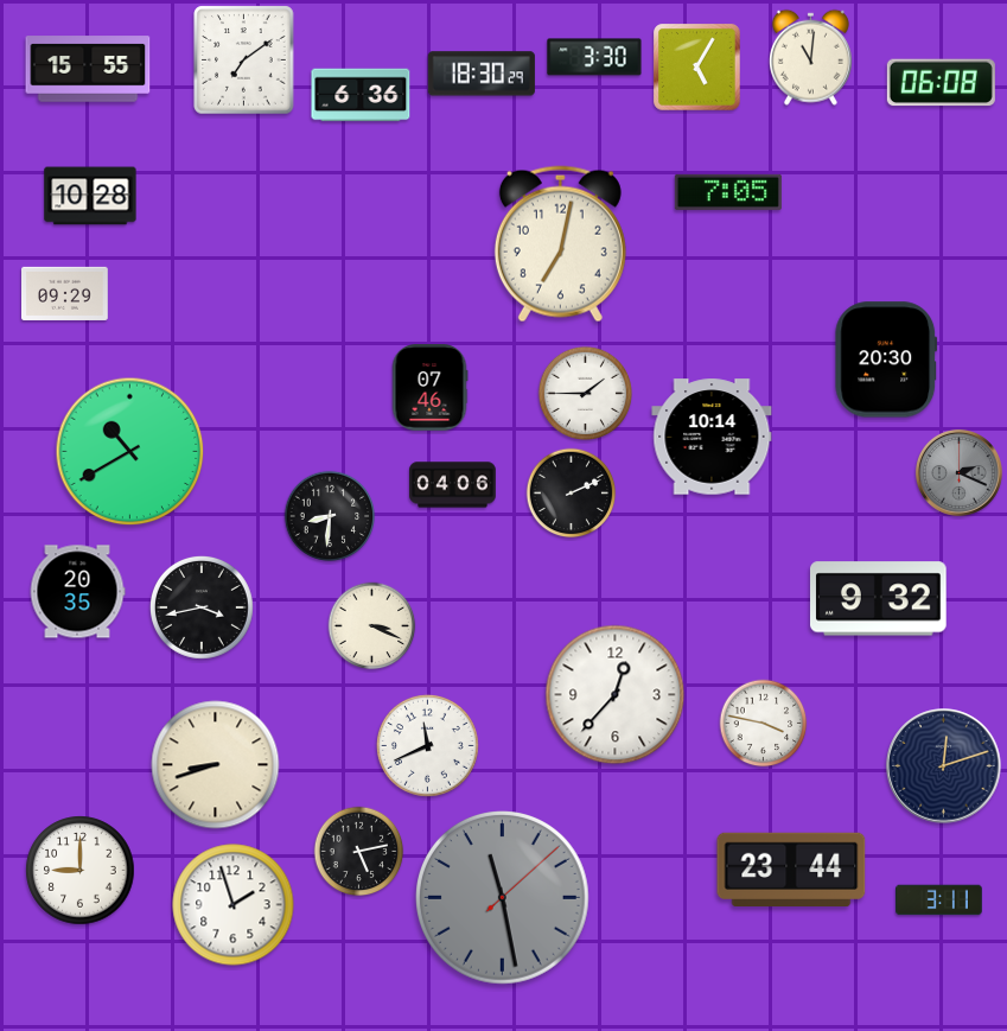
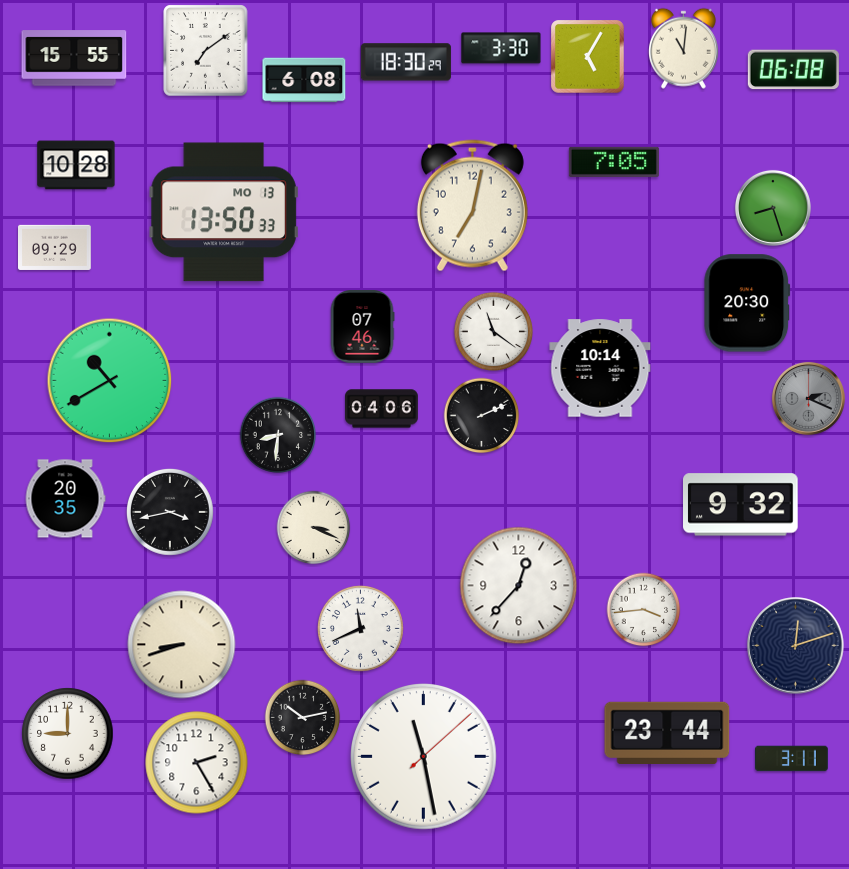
clock at (361, 95): 6:36 -> 6:08
clock at (773, 208): none -> 8:27
clock at (224, 212): none -> 13:50
clock at (585, 393): 1:45 -> 11:21
clock at (764, 724): 3:47 -> 3:44
clock at (359, 852): 5:13 -> 10:13
clock at (503, 898) dial: grey -> white
clock at (234, 905): 1:57 -> 2:25
